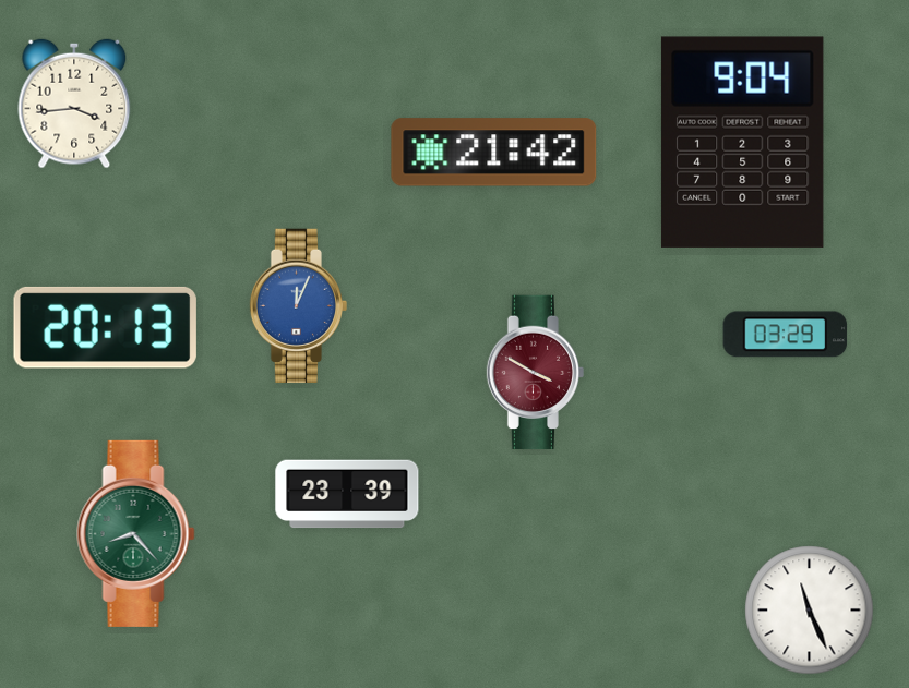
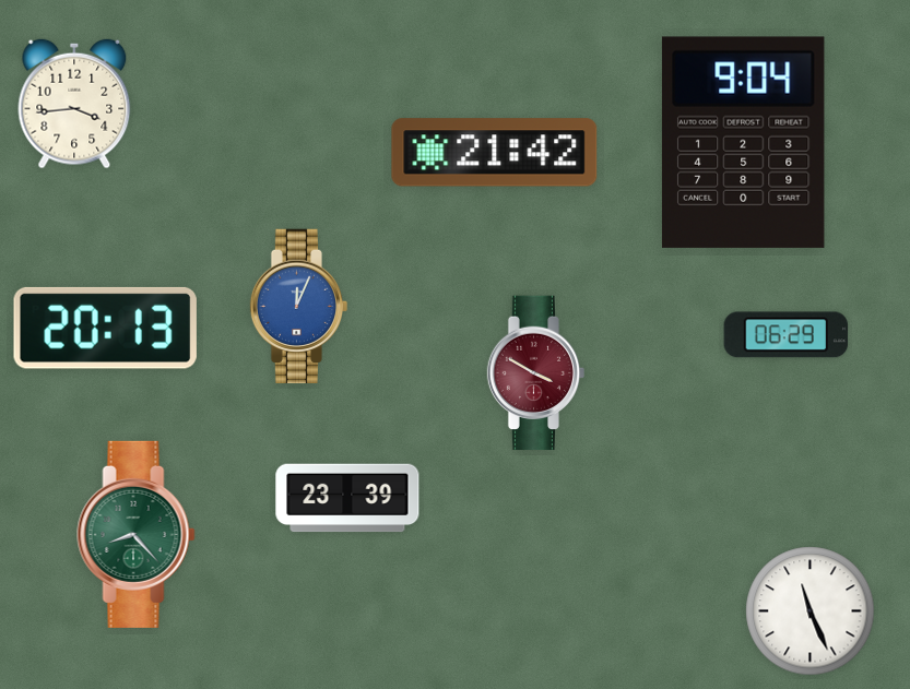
clock at (786, 335): 03:29 -> 06:29
clock at (347, 494) position: (347, 494) -> (347, 498)
